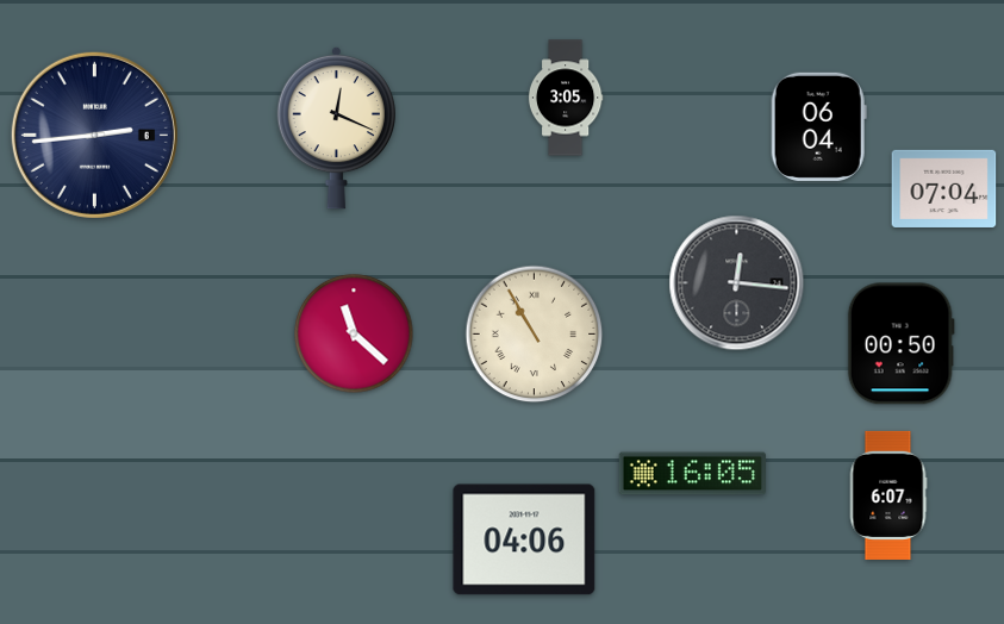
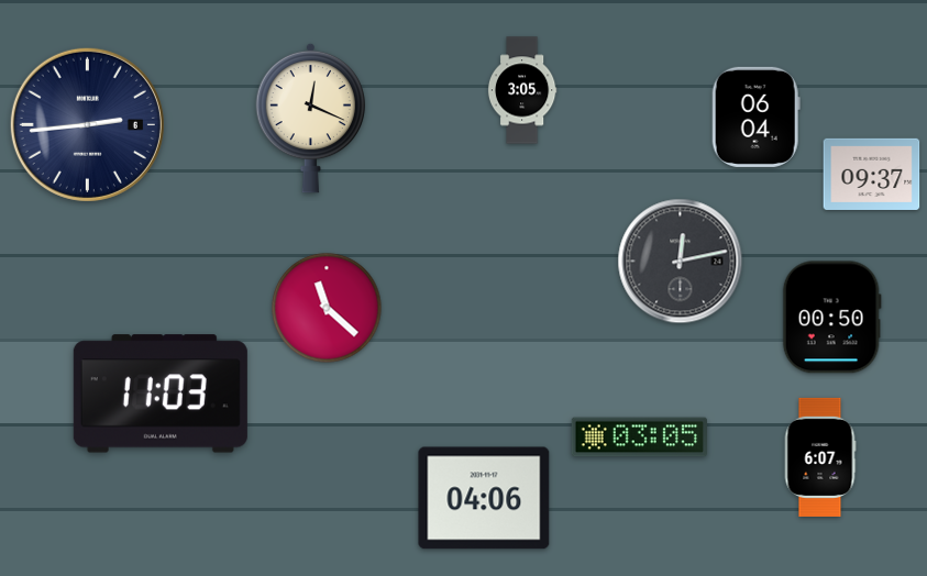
clock at (944, 188): 07:04 -> 09:37
clock at (737, 283): 12:16 -> 12:13
clock at (535, 335): 10:55 -> none
clock at (161, 394): none -> 11:03
clock at (692, 474): 16:05 -> 03:05
